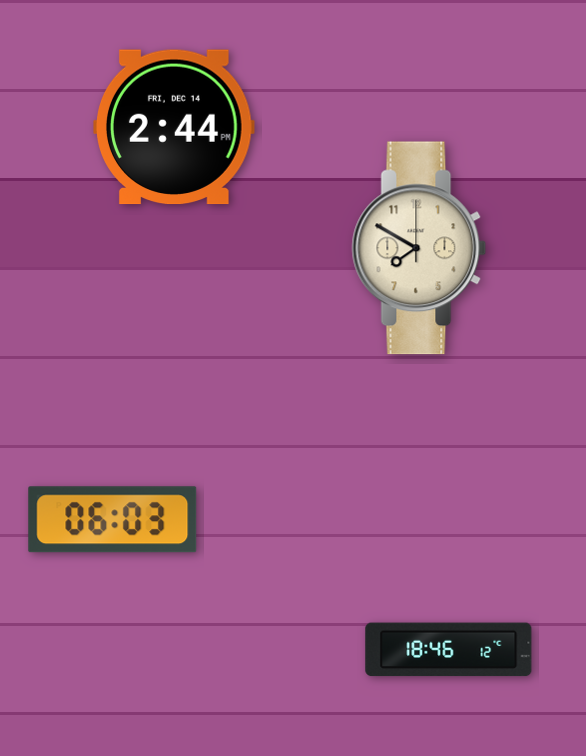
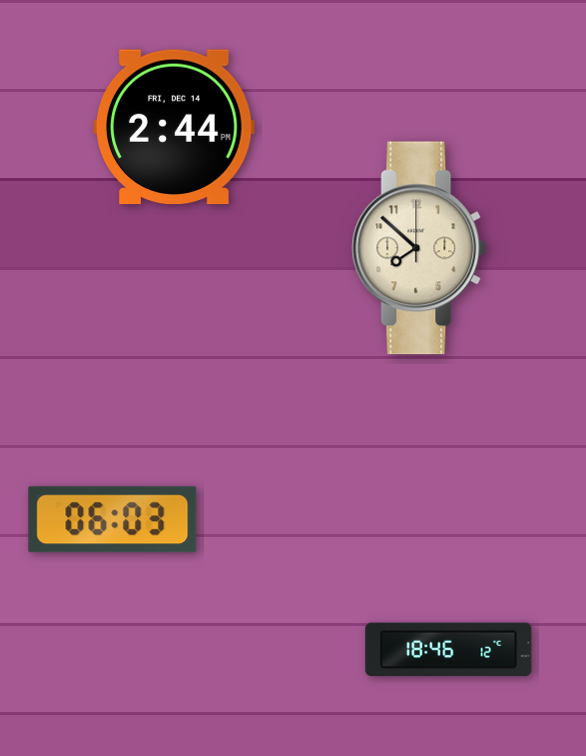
clock at (419, 248): 7:50 -> 7:52
